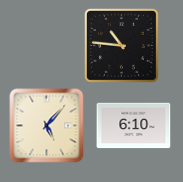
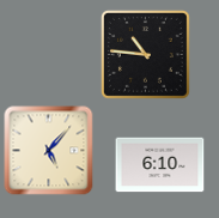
clock at (47, 126) position: (47, 126) -> (49, 151)
clock at (134, 126) position: (134, 126) -> (160, 165)
